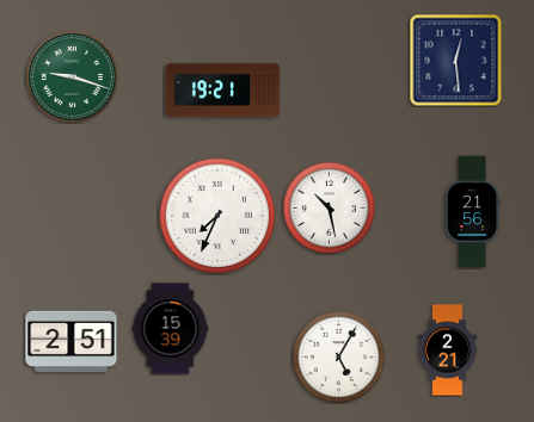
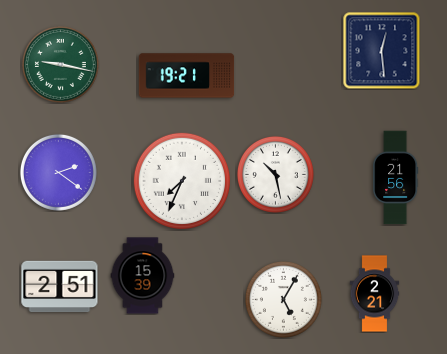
clock at (72, 76): 9:18 -> 9:17
clock at (58, 172): none -> 2:21
